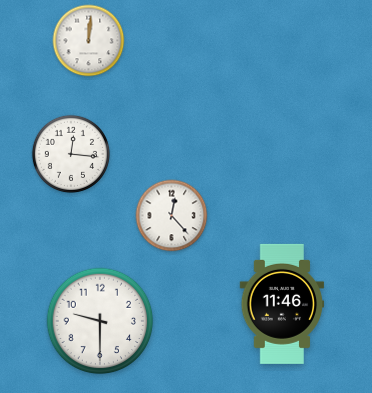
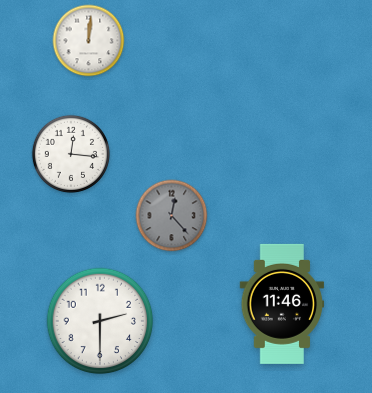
clock at (172, 216) dial: white -> grey
clock at (100, 321): 9:30 -> 2:30
